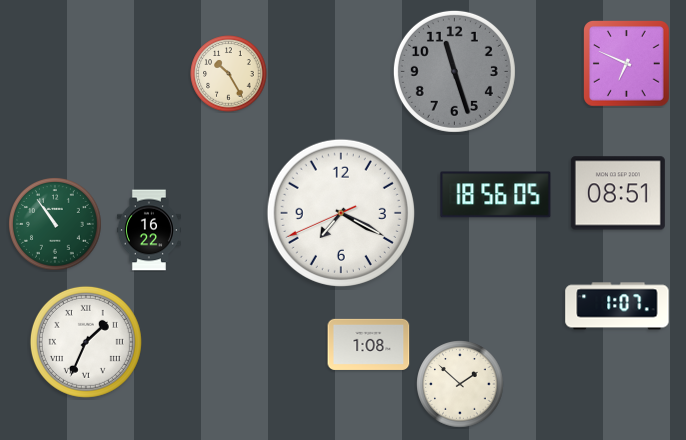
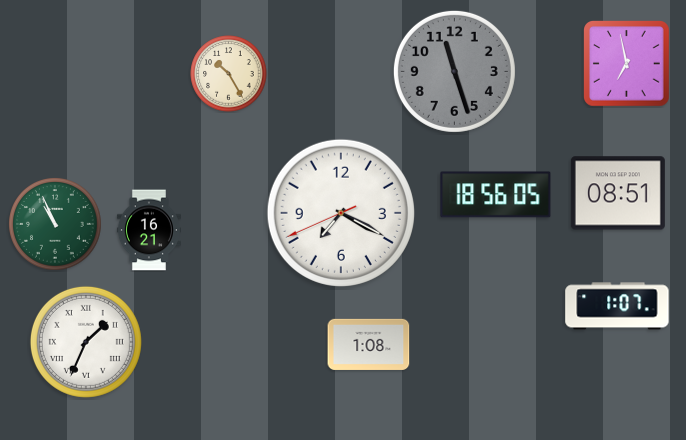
clock at (627, 64): 6:49 -> 6:58
clock at (55, 224): 10:54 -> 10:56
clock at (149, 230): 16:22 -> 16:21
clock at (460, 384): 1:52 -> none
